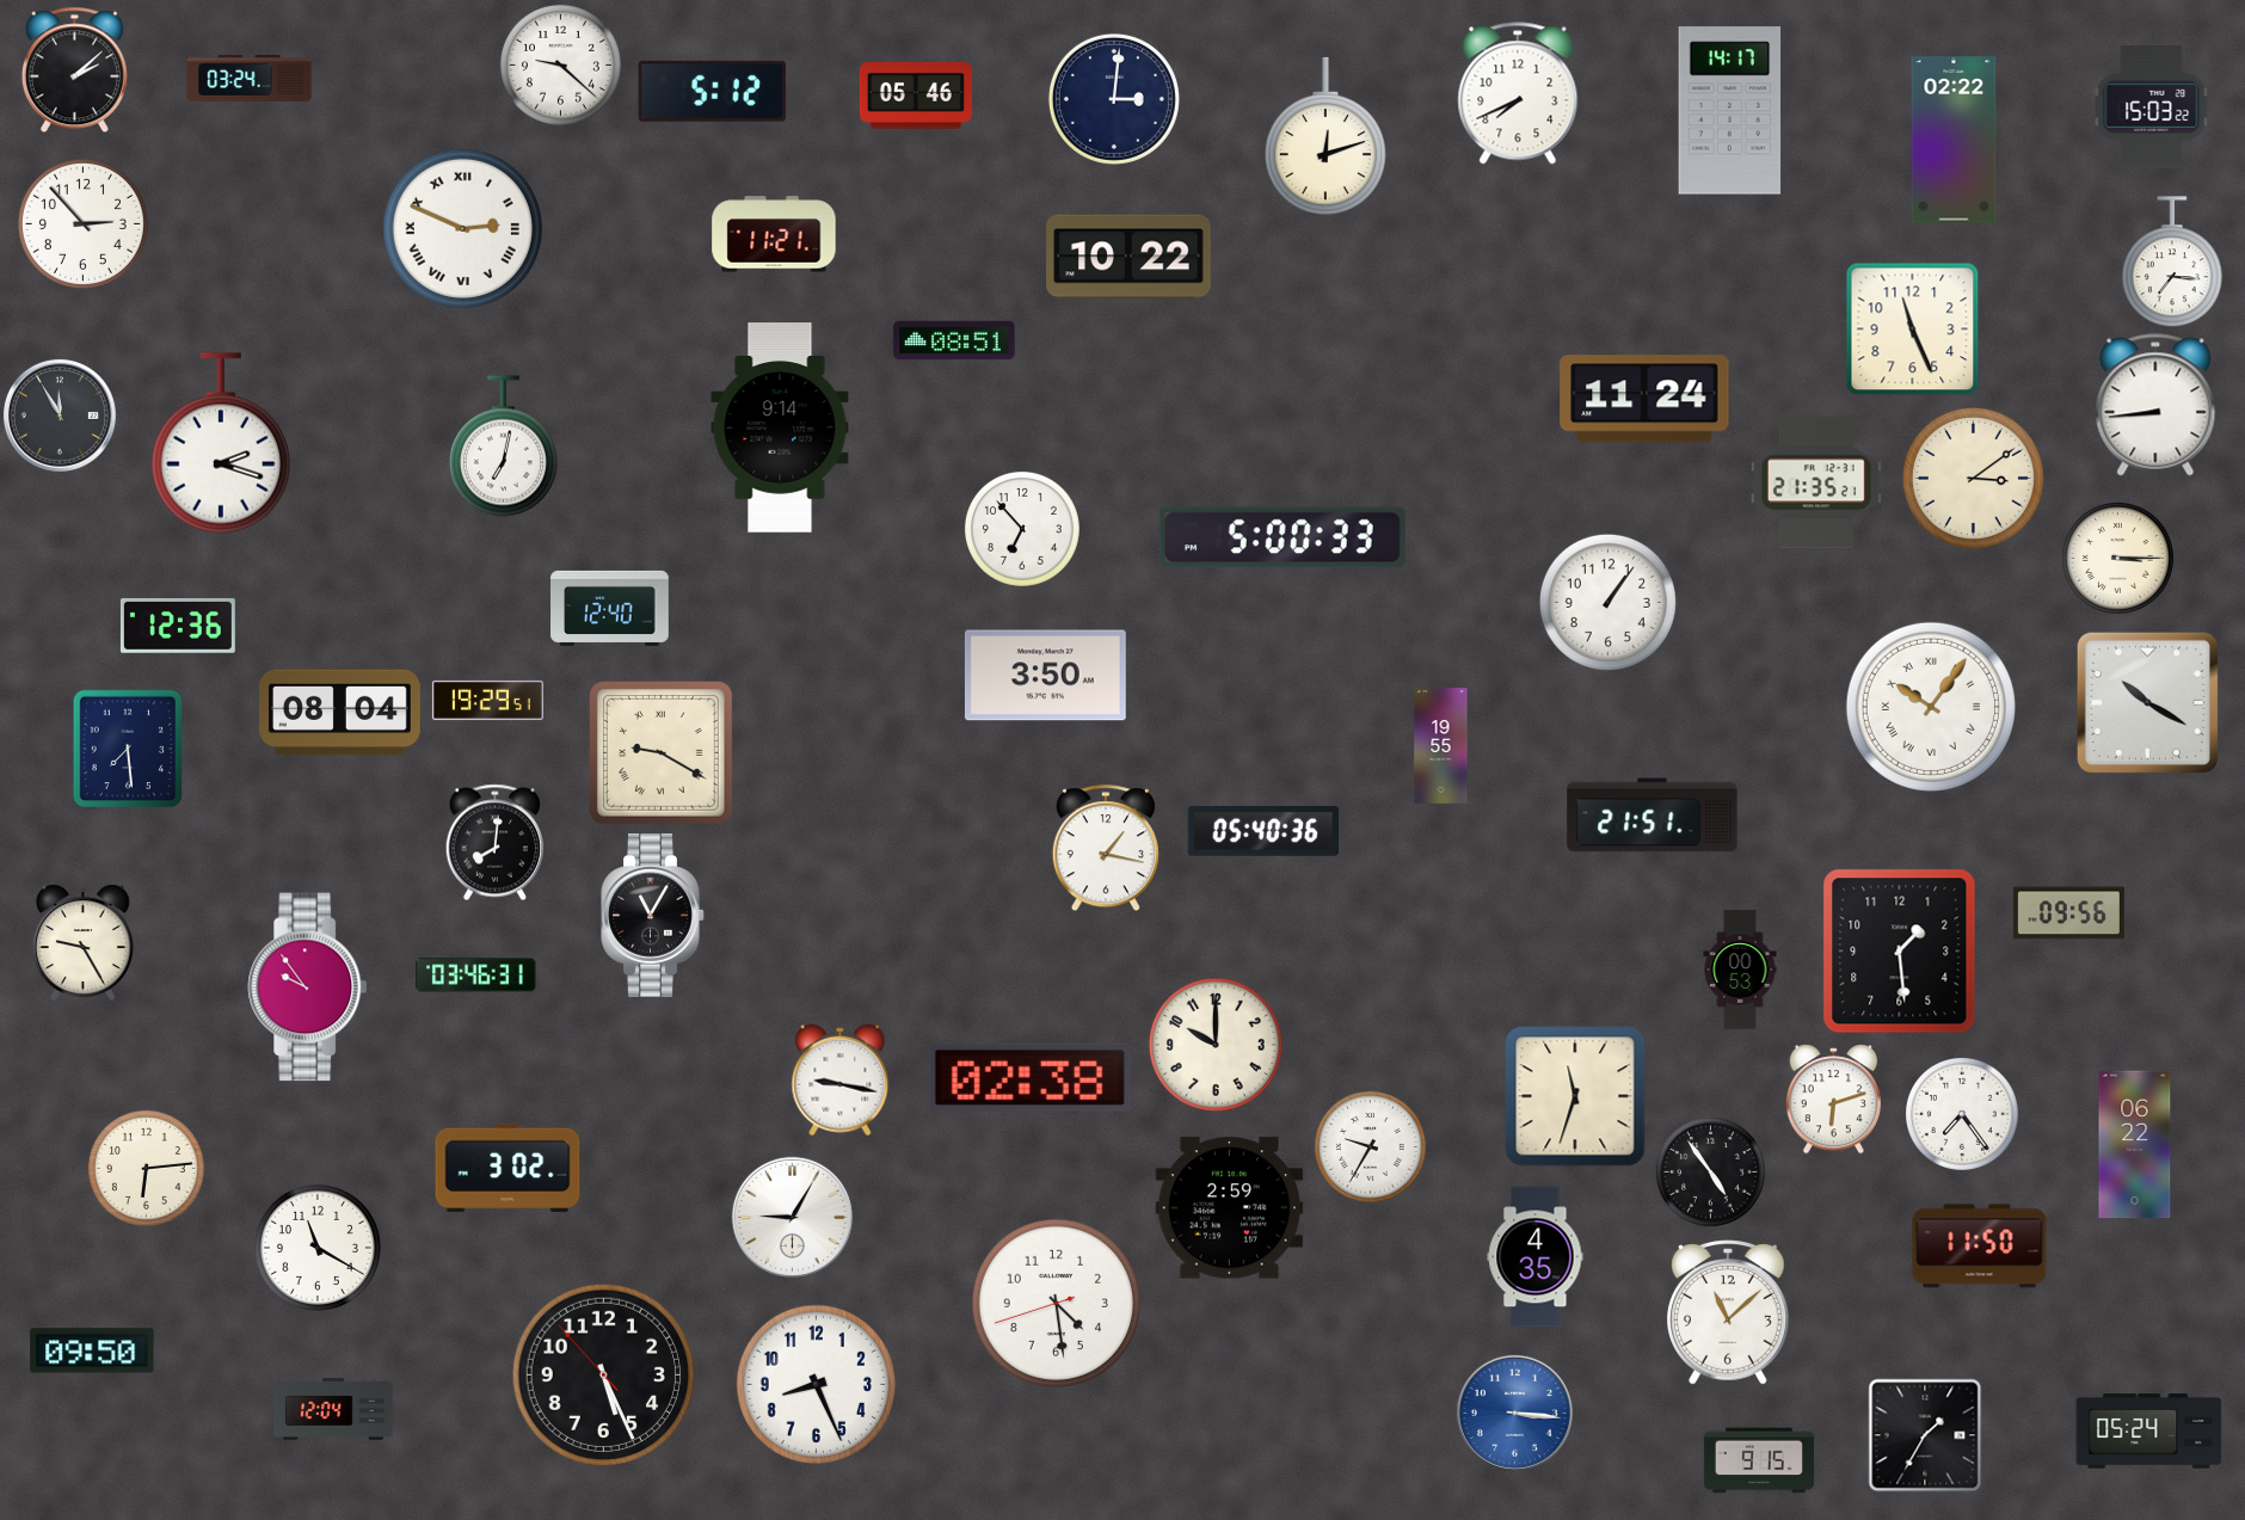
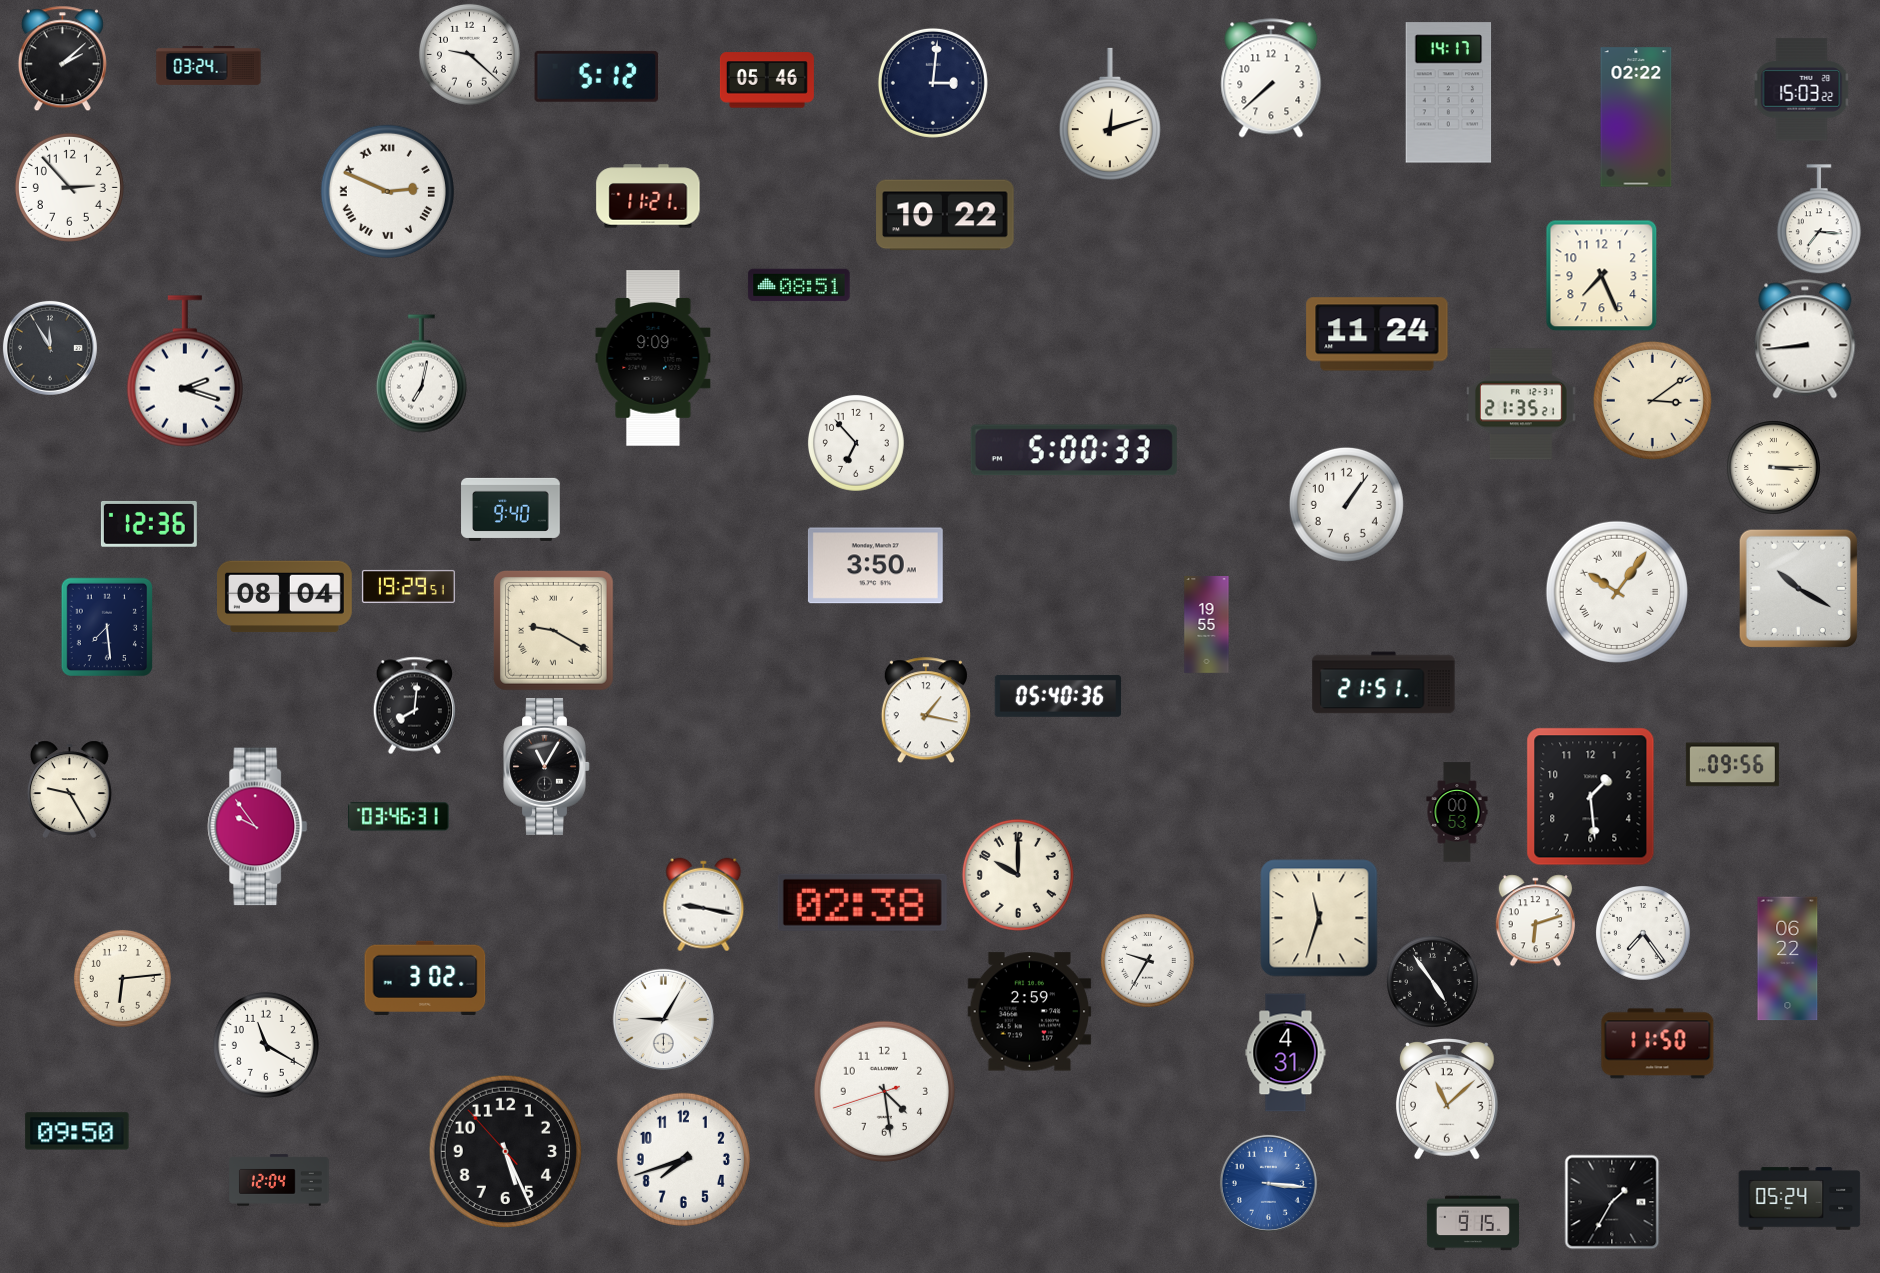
clock at (1518, 93): 7:41 -> 7:38
clock at (1913, 330): 11:26 -> 7:26
clock at (780, 427): 9:14 -> 9:09
clock at (610, 608): 12:40 -> 9:40
clock at (1536, 1257): 4:35 -> 4:31
clock at (816, 1384): 8:26 -> 7:42
